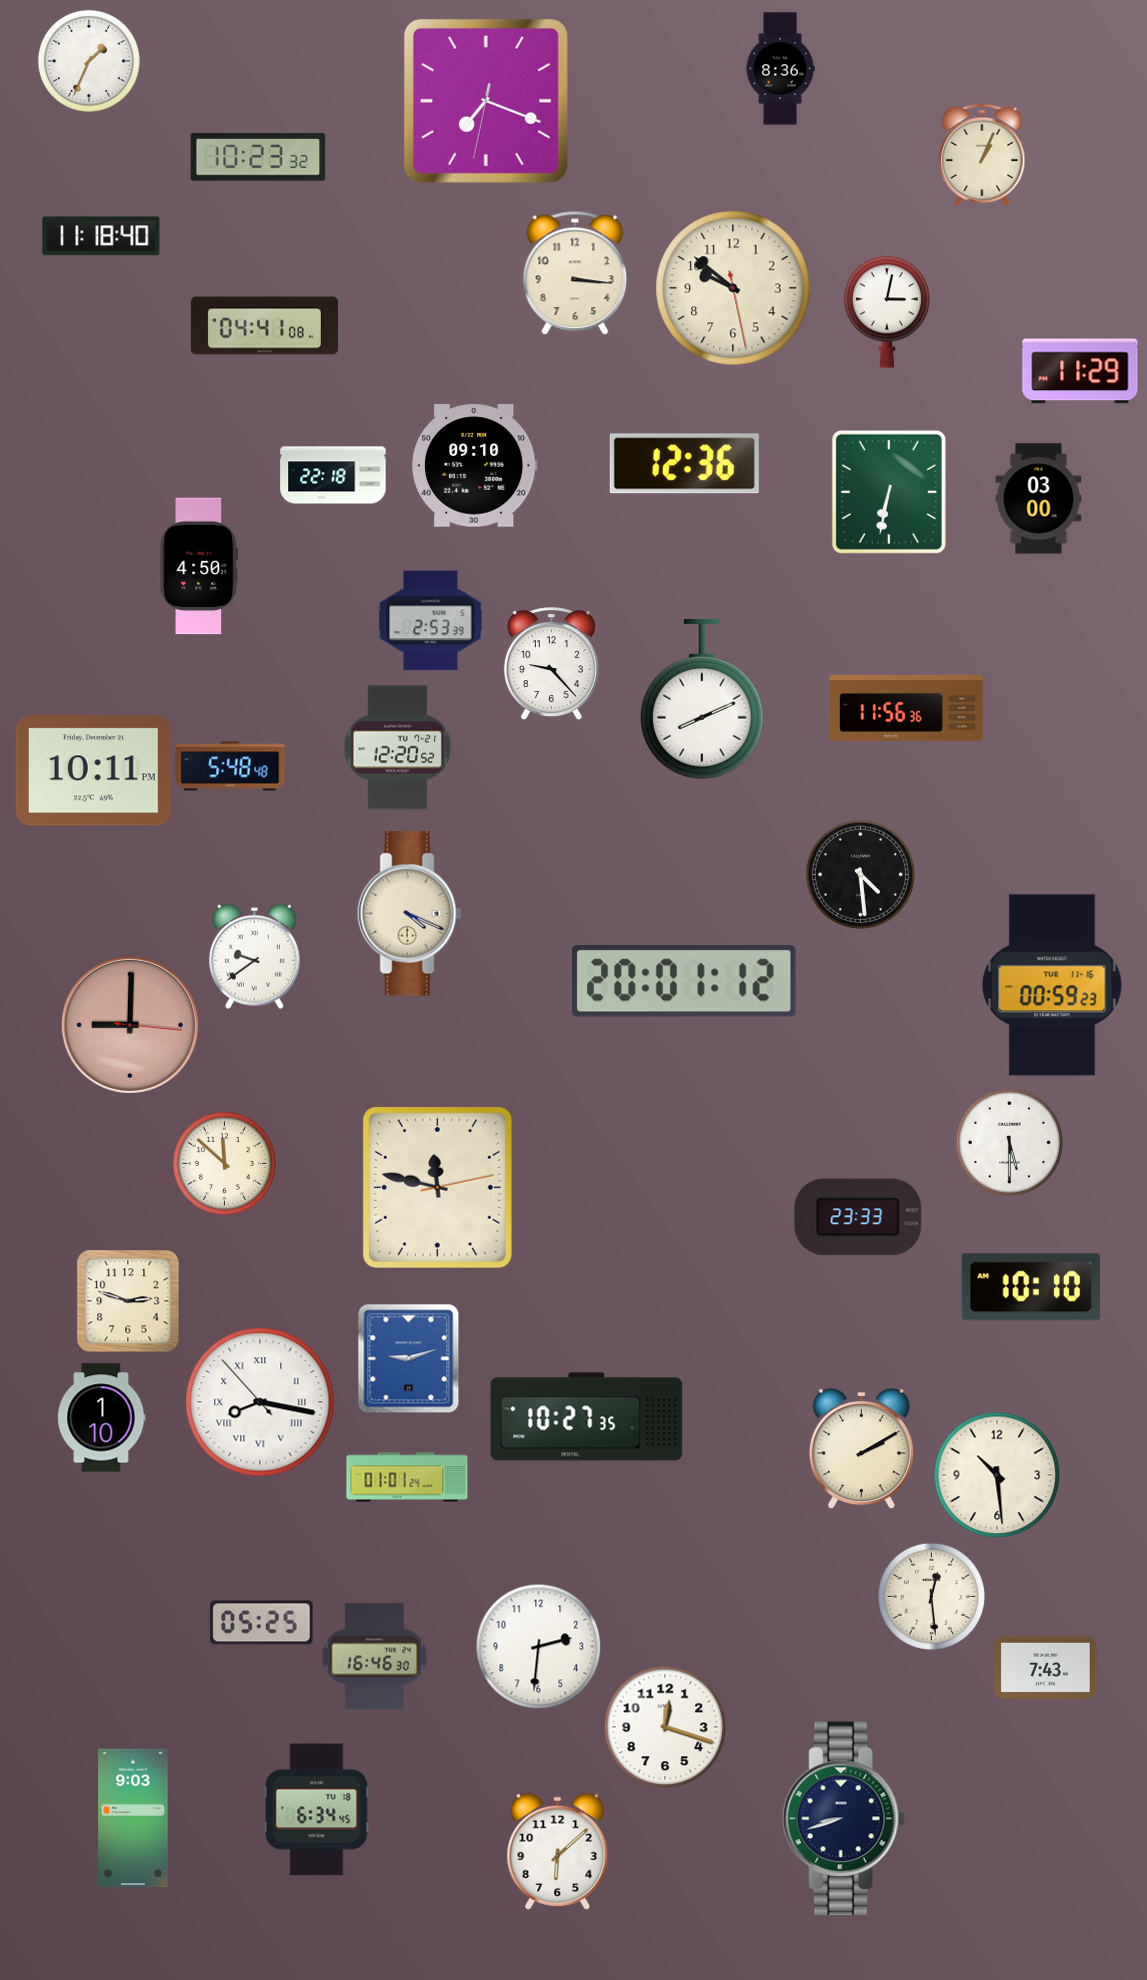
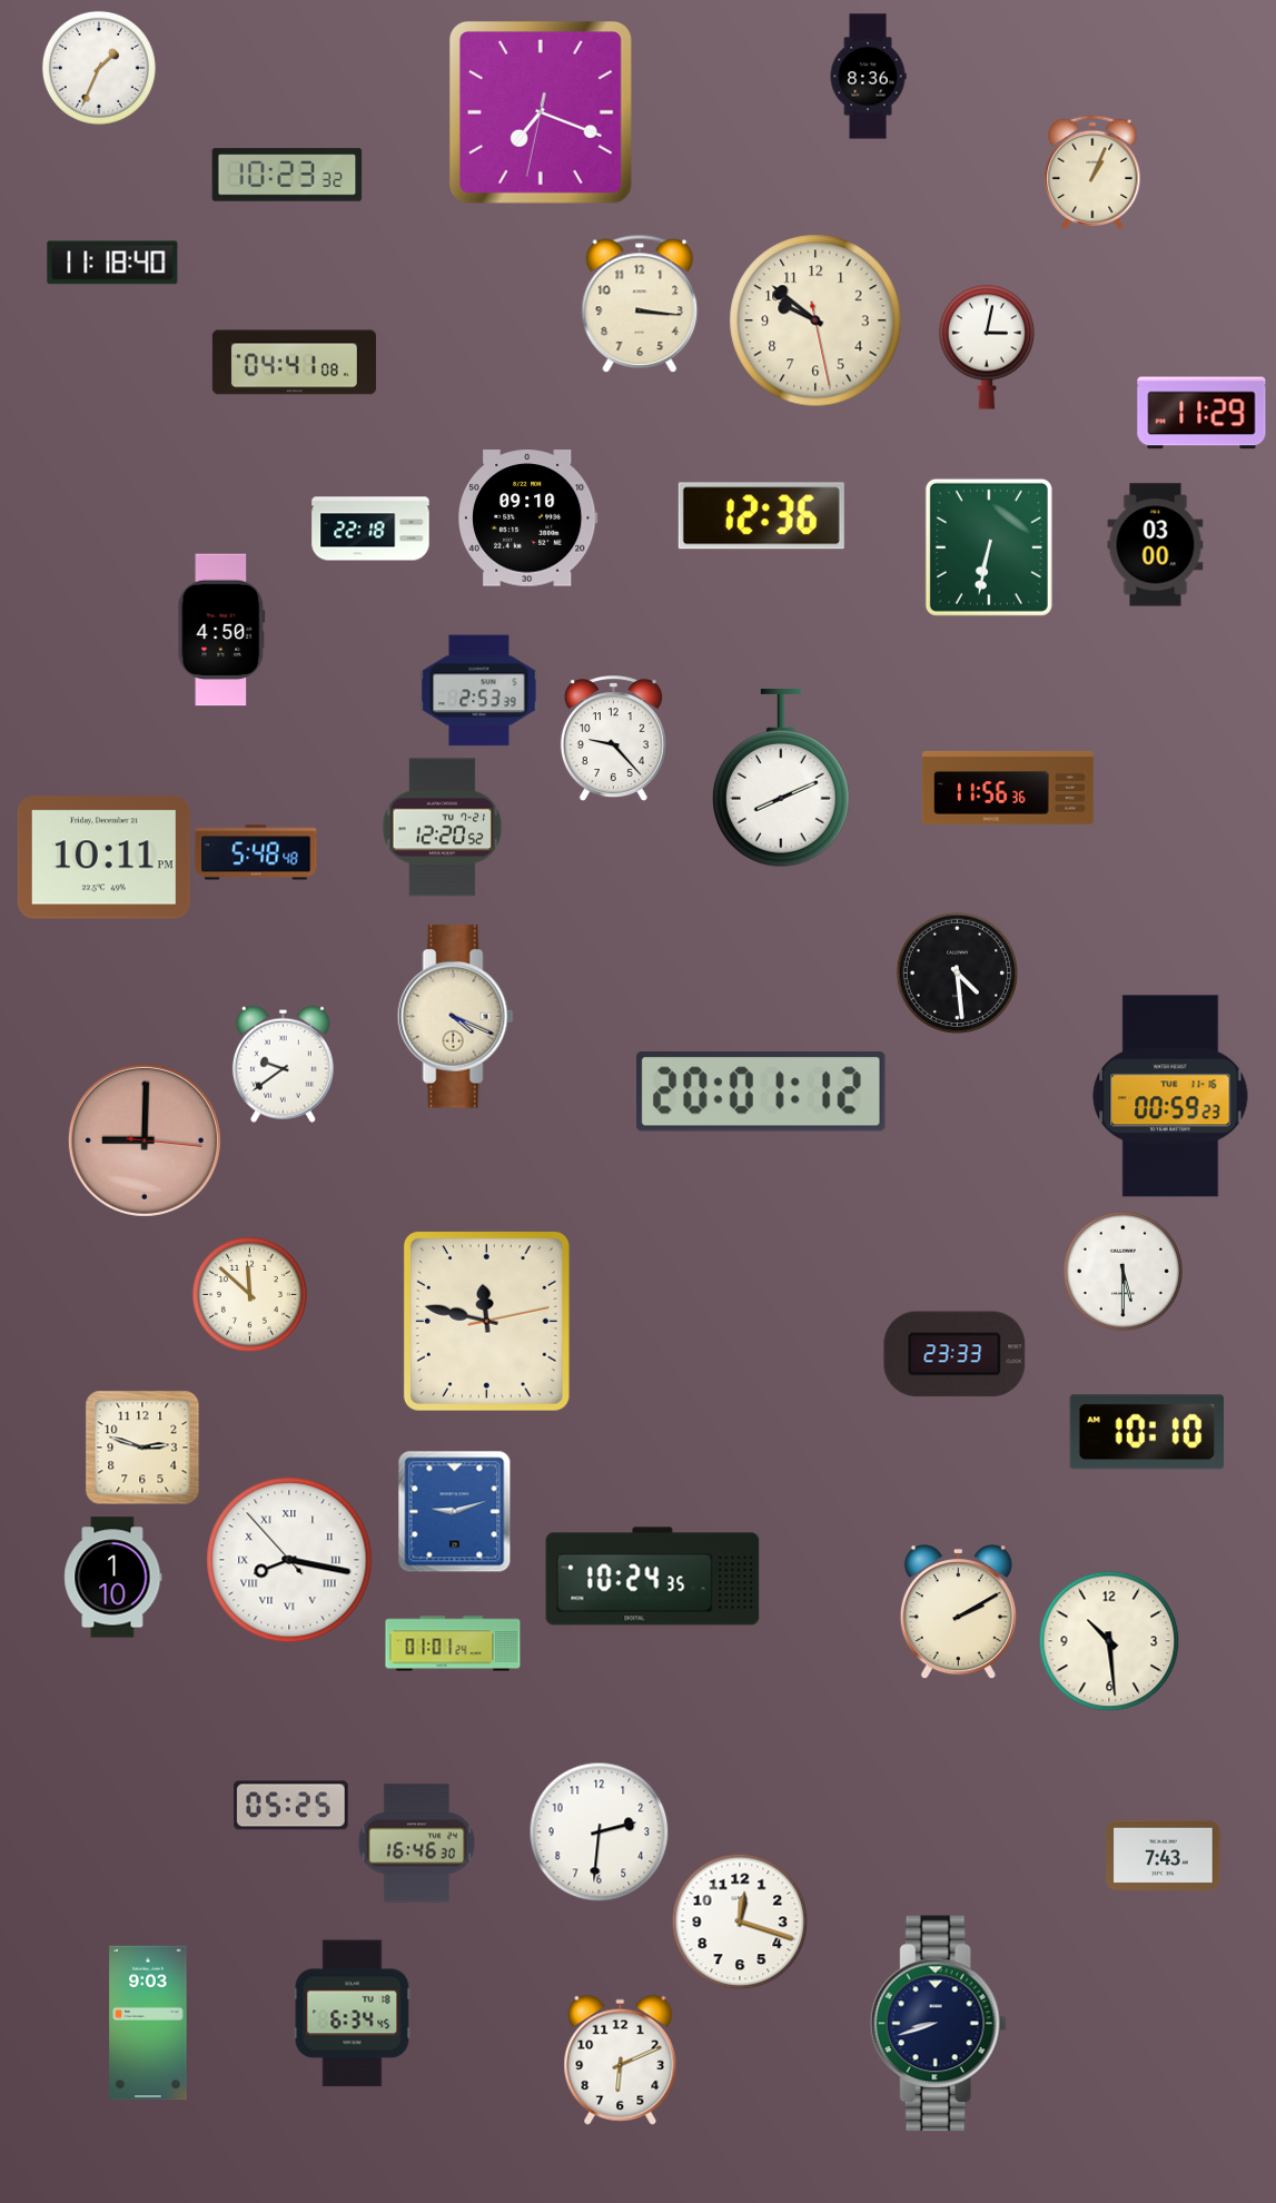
clock at (1039, 499) position: (1039, 499) -> (1156, 545)
clock at (398, 748) position: (398, 748) -> (443, 828)
clock at (587, 1417): 10:27 -> 10:24
clock at (931, 1596): 12:29 -> none
clock at (558, 1851): 6:08 -> 6:11
